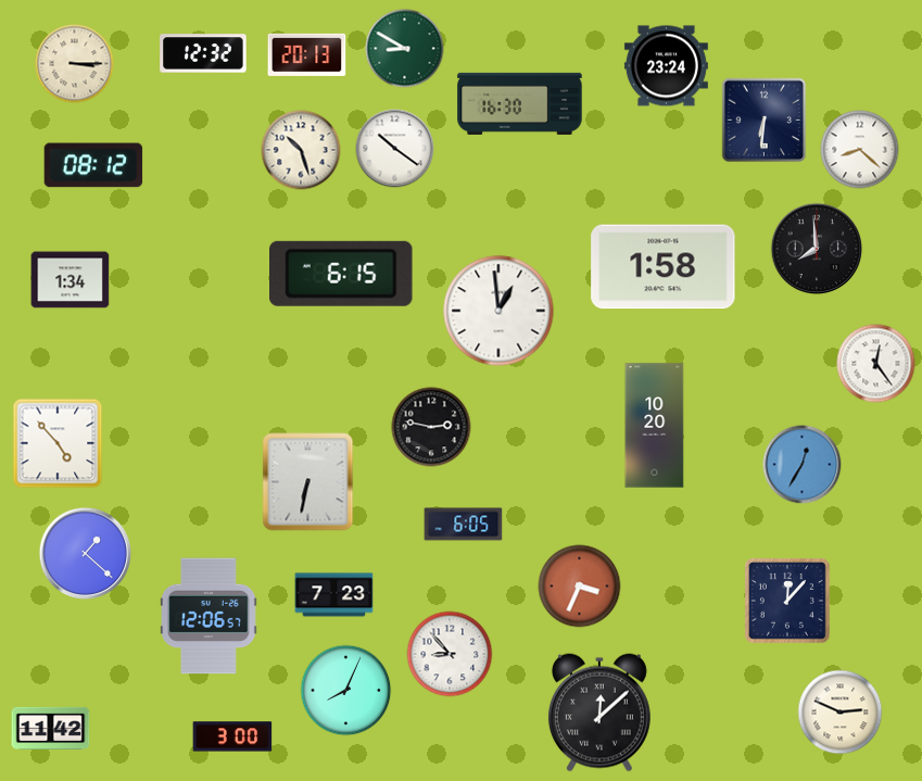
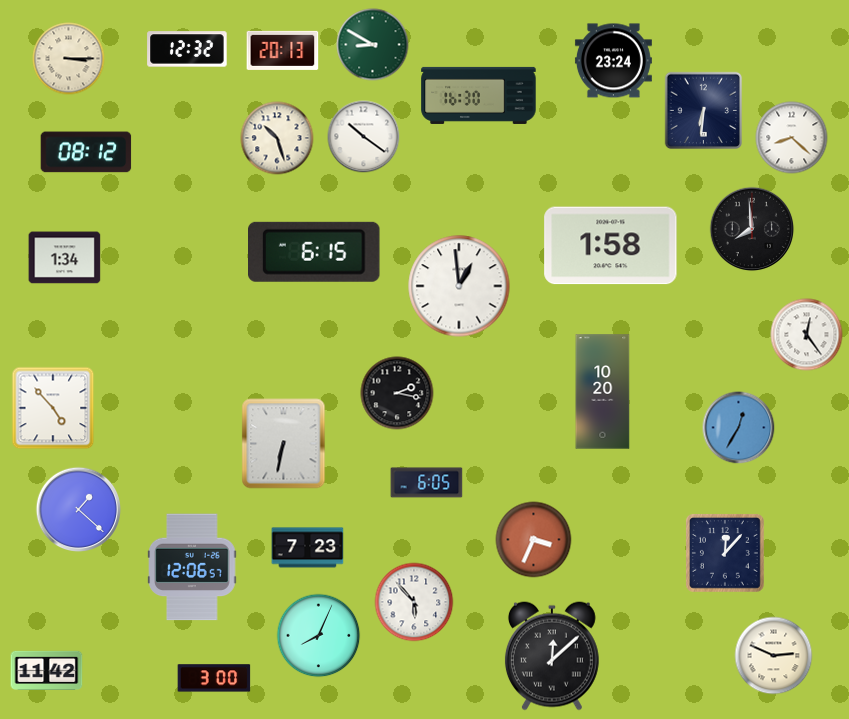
clock at (431, 427): 2:47 -> 2:17
clock at (450, 654): 8:53 -> 5:53
